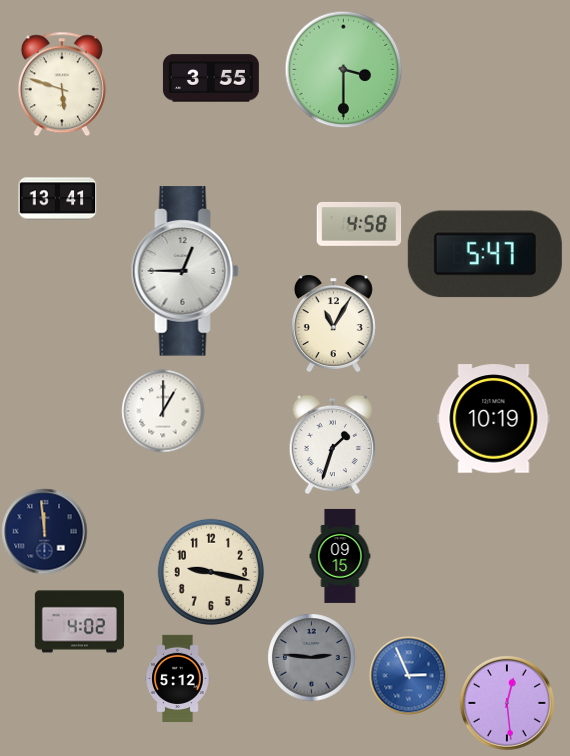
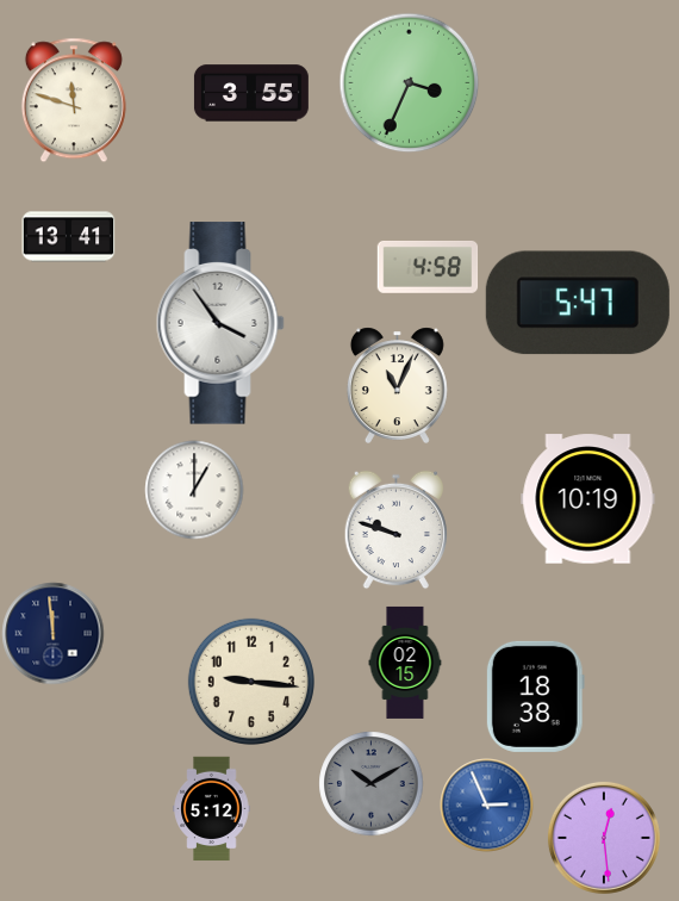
clock at (343, 69): 3:30 -> 3:34
clock at (62, 84): 5:48 -> 11:48
clock at (185, 271): 12:45 -> 3:54
clock at (333, 323): 11:05 -> 11:04
clock at (332, 444): 1:33 -> 9:48
clock at (340, 556): 09:15 -> 02:15
clock at (211, 572): 9:17 -> 9:16
clock at (535, 696): none -> 18:38
clock at (79, 622): 4:02 -> none
clock at (311, 657): 2:46 -> 10:10
